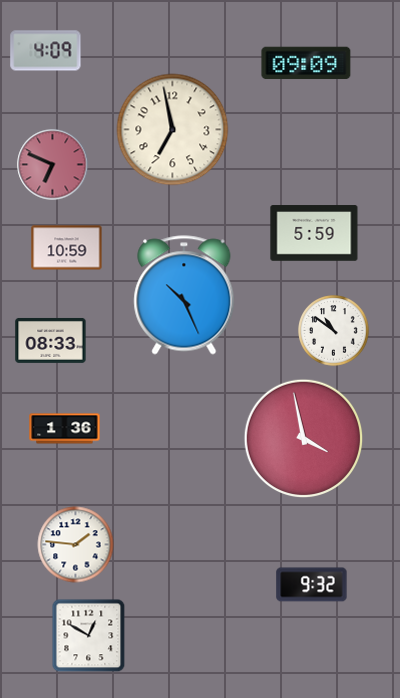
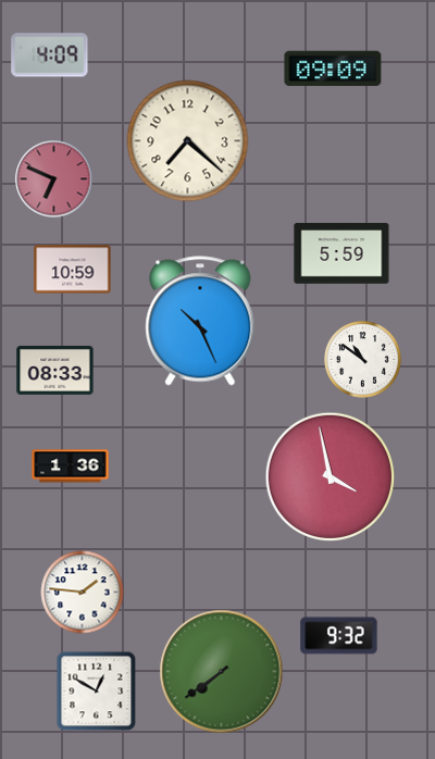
clock at (173, 130): 6:58 -> 7:22
clock at (53, 165) position: (53, 165) -> (54, 179)
clock at (222, 672): none -> 7:39
